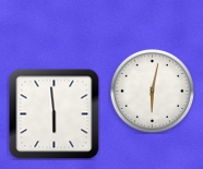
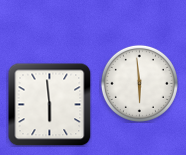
clock at (152, 90): 6:02 -> 5:59
